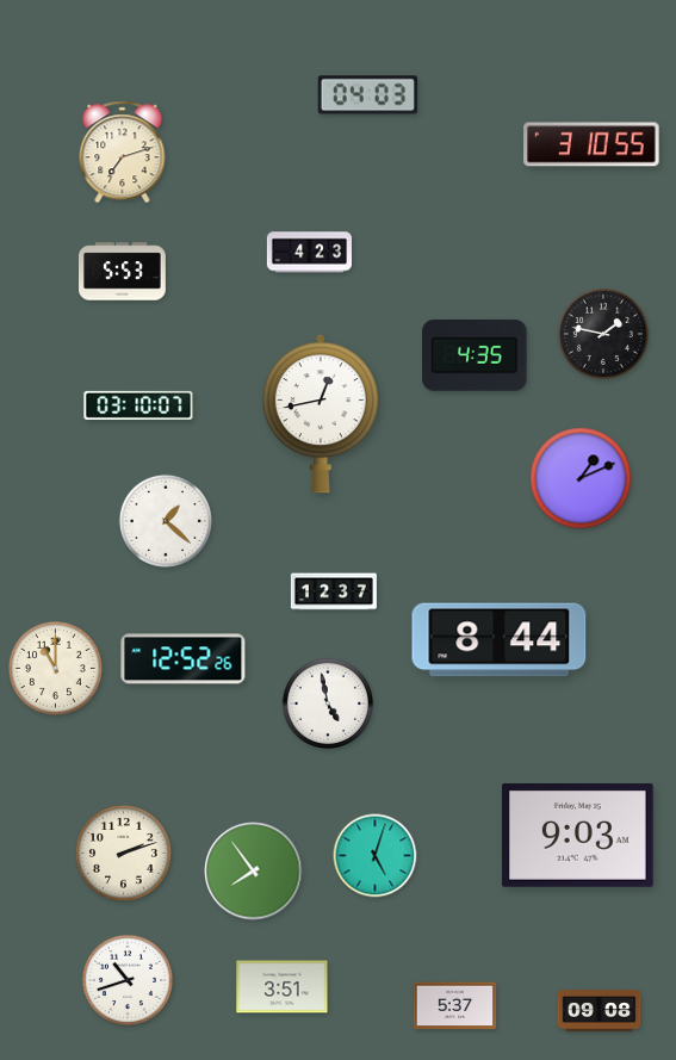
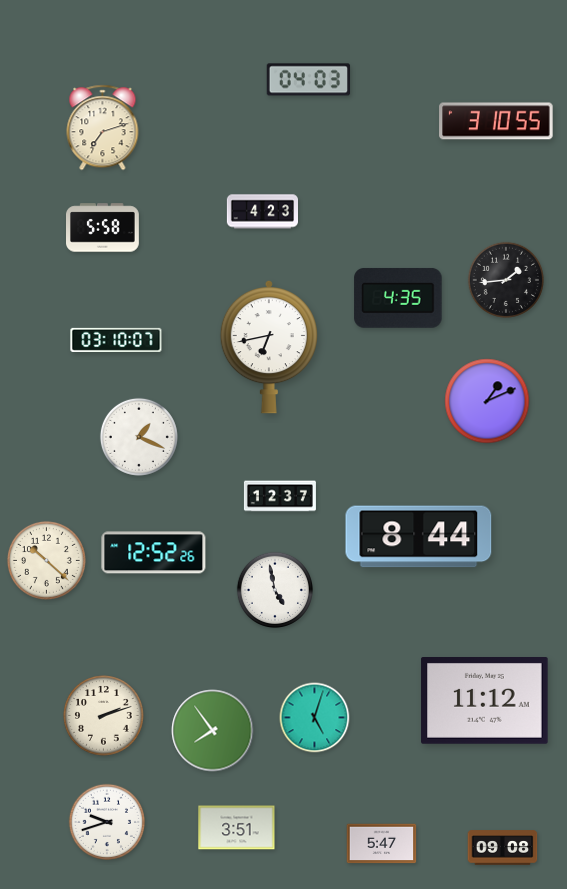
clock at (309, 253) position: (309, 253) -> (262, 212)
clock at (123, 272): 5:53 -> 5:58
clock at (602, 333): 1:47 -> 1:44
clock at (321, 414): 12:43 -> 6:43
clock at (166, 521): 1:22 -> 1:19
clock at (55, 668): 11:00 -> 10:22
clock at (578, 836): 9:03 -> 11:12
clock at (126, 979): 10:42 -> 9:42
clock at (455, 1006): 5:37 -> 5:47
